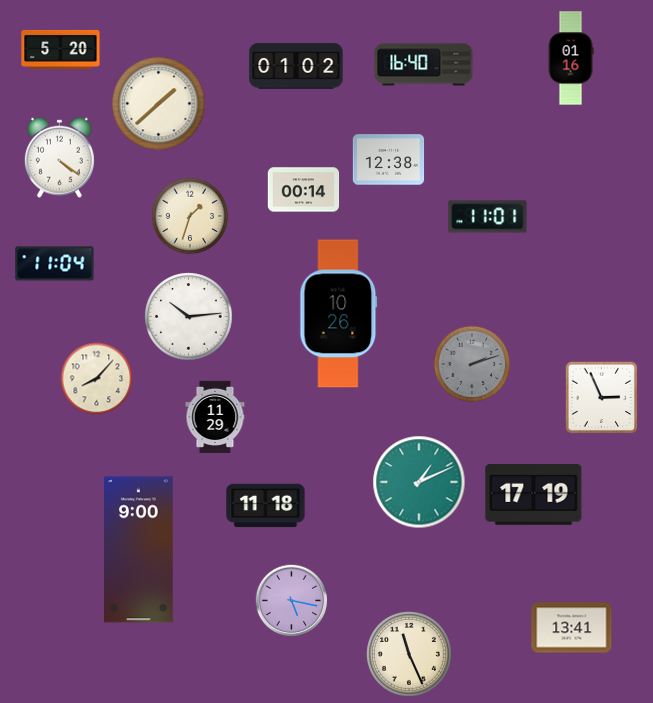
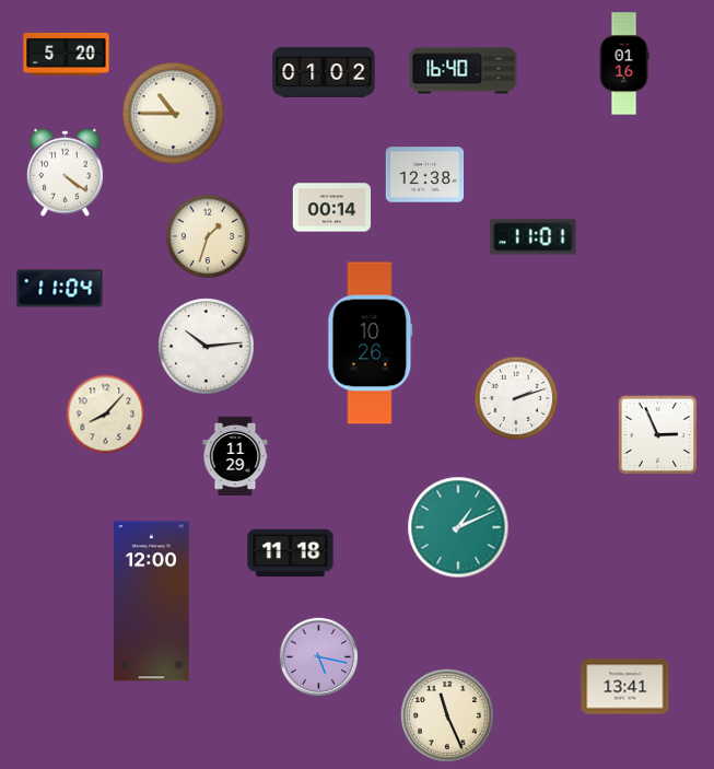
clock at (159, 104): 1:38 -> 10:45
clock at (472, 364) dial: grey -> white
clock at (534, 494): 17:19 -> none
clock at (139, 550): 9:00 -> 12:00
